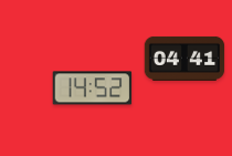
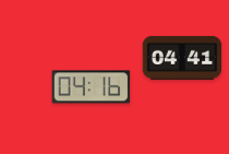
clock at (93, 89): 14:52 -> 04:16
